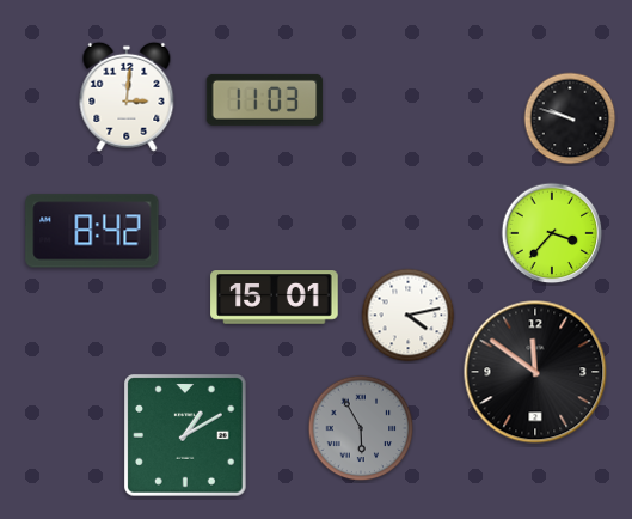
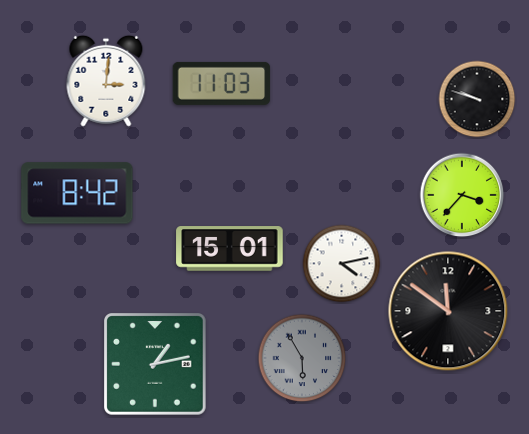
clock at (186, 436): 1:10 -> 1:13
